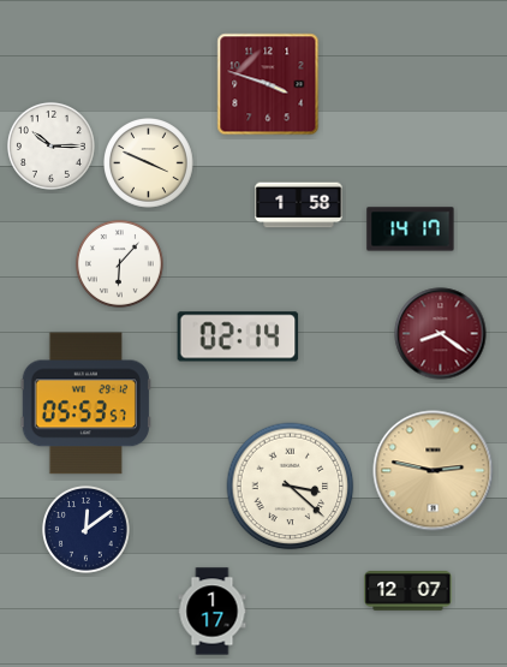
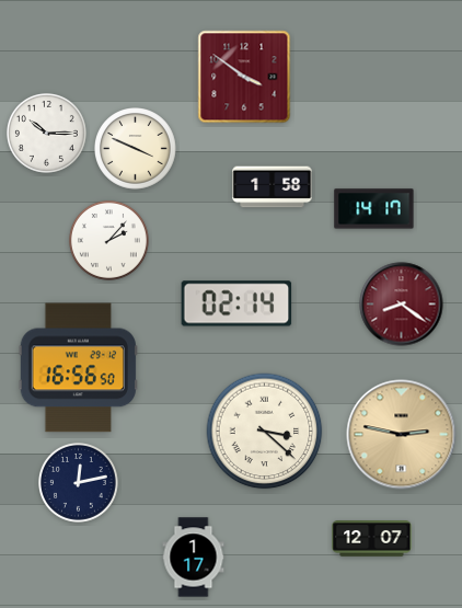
clock at (268, 84): 3:48 -> 3:51
clock at (119, 263): 6:07 -> 2:07
clock at (238, 337) position: (238, 337) -> (236, 303)
clock at (85, 404): 05:53 -> 16:56
clock at (434, 471) position: (434, 471) -> (402, 435)
clock at (291, 487) position: (291, 487) -> (265, 432)
clock at (85, 529): 12:09 -> 12:13
